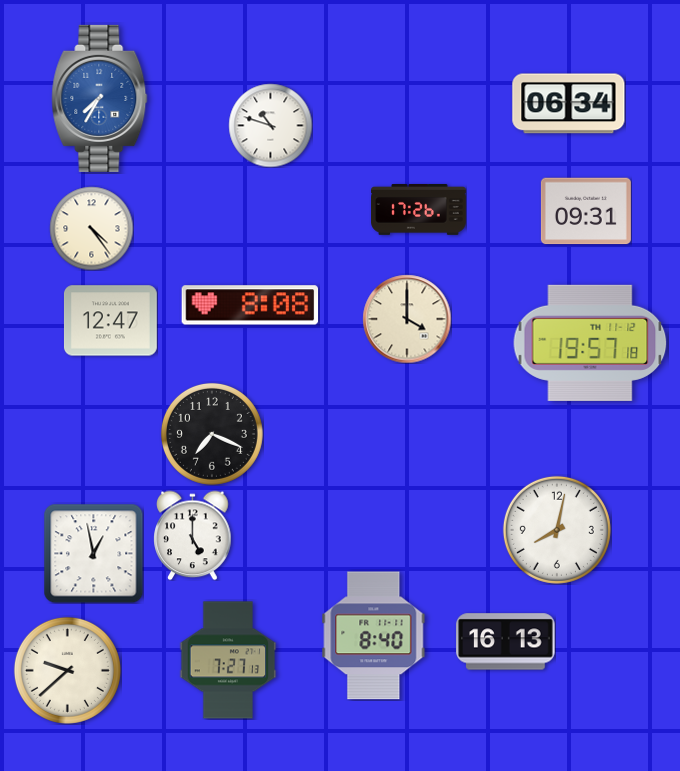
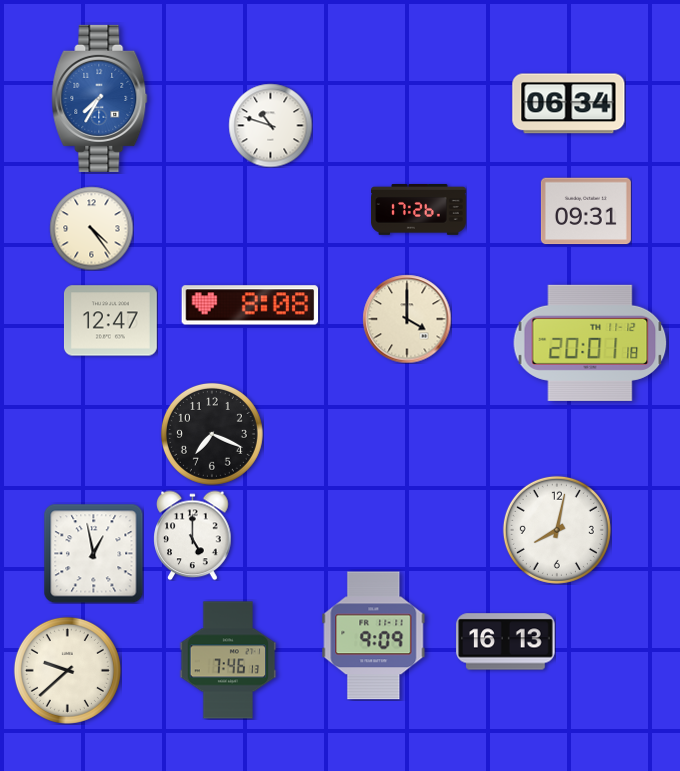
clock at (590, 343): 19:57 -> 20:01
clock at (374, 636): 8:40 -> 9:09
clock at (228, 660): 7:27 -> 7:46
